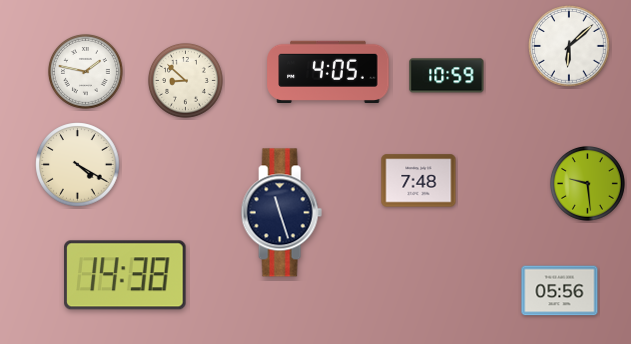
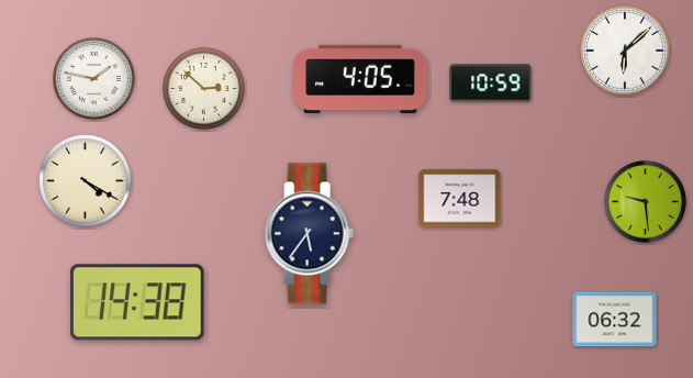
clock at (186, 81): 8:52 -> 2:52
clock at (281, 213): 11:27 -> 5:36
clock at (560, 291): 05:56 -> 06:32
